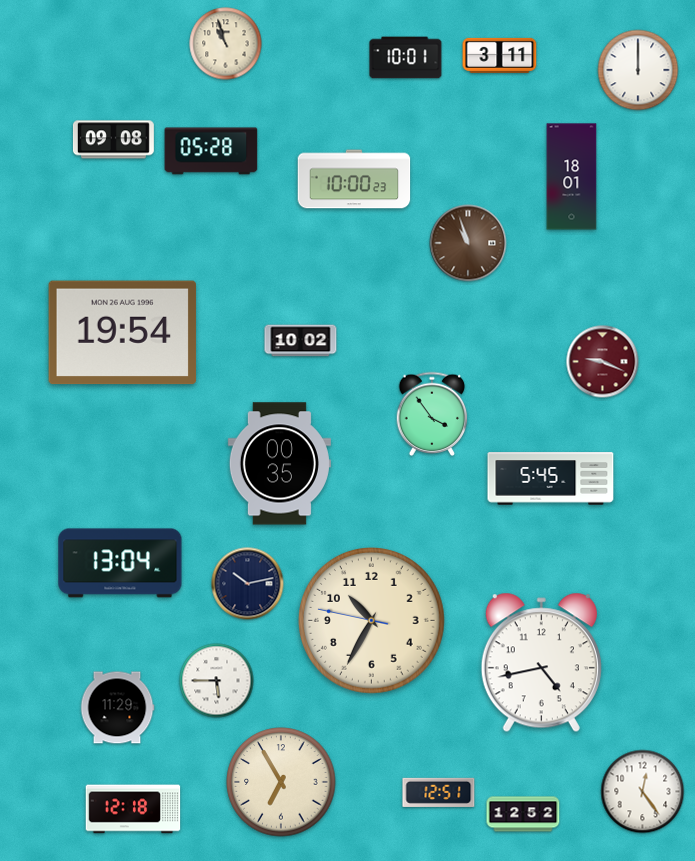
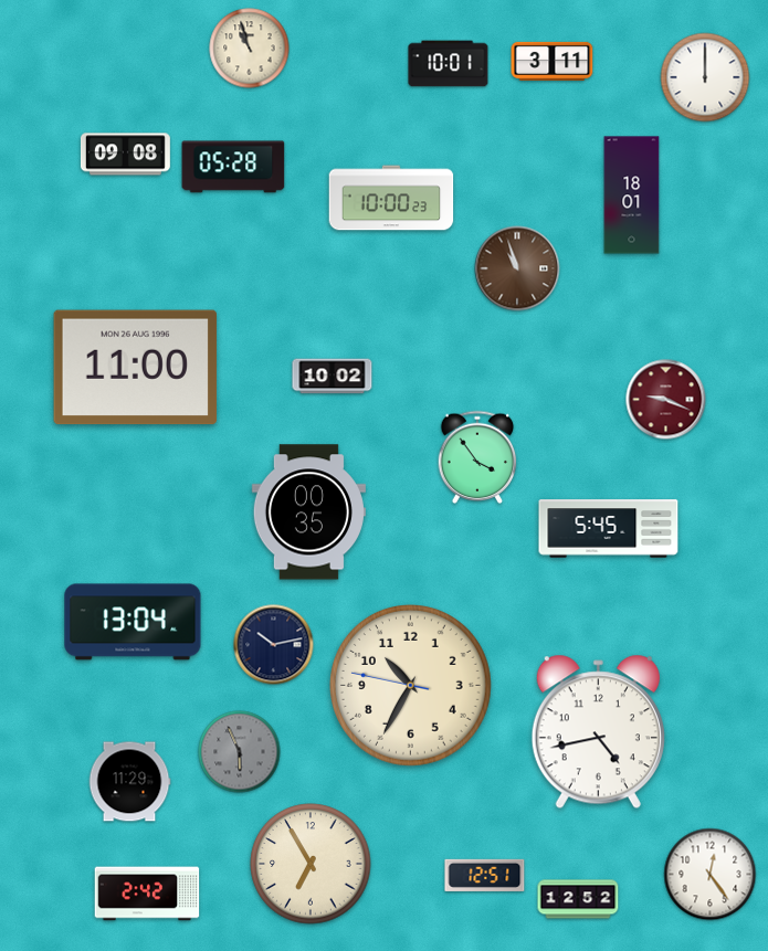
clock at (123, 333): 19:54 -> 11:00
clock at (217, 681): 5:45 -> 5:56
clock at (217, 681) dial: white -> grey
clock at (133, 809): 12:18 -> 2:42
